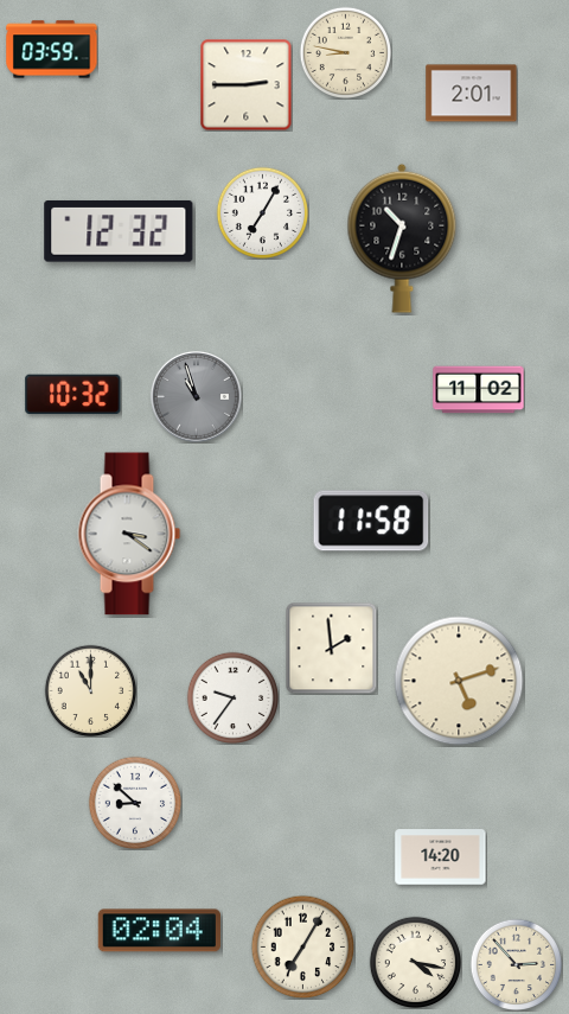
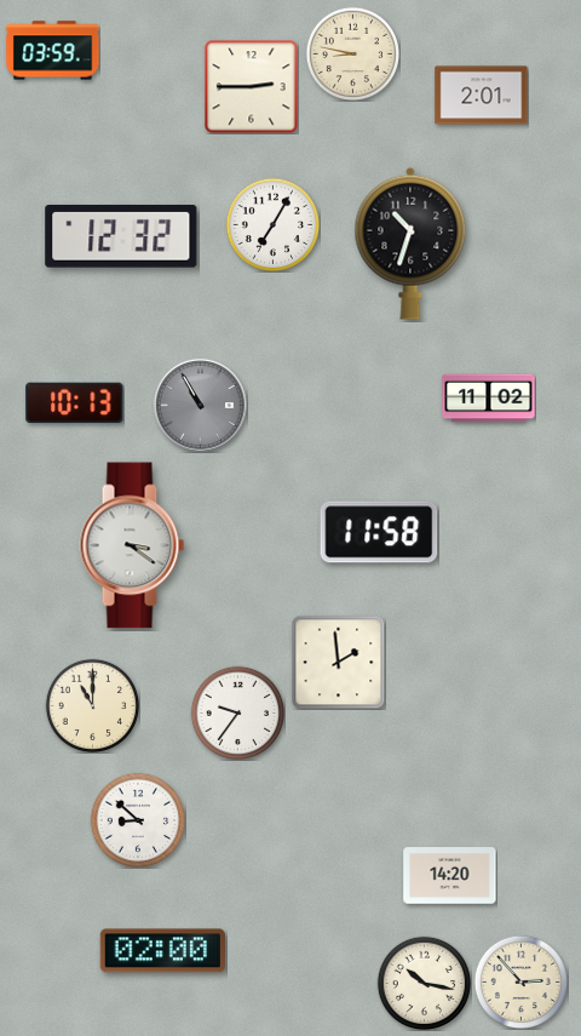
clock at (262, 212) position: (262, 212) -> (272, 224)
clock at (73, 395): 10:32 -> 10:13
clock at (196, 396): 10:57 -> 10:55
clock at (459, 681): 5:12 -> none
clock at (159, 931): 02:04 -> 02:00
clock at (302, 946): 7:05 -> none
clock at (415, 962): 4:17 -> 10:17
clock at (516, 964) position: (516, 964) -> (520, 981)
